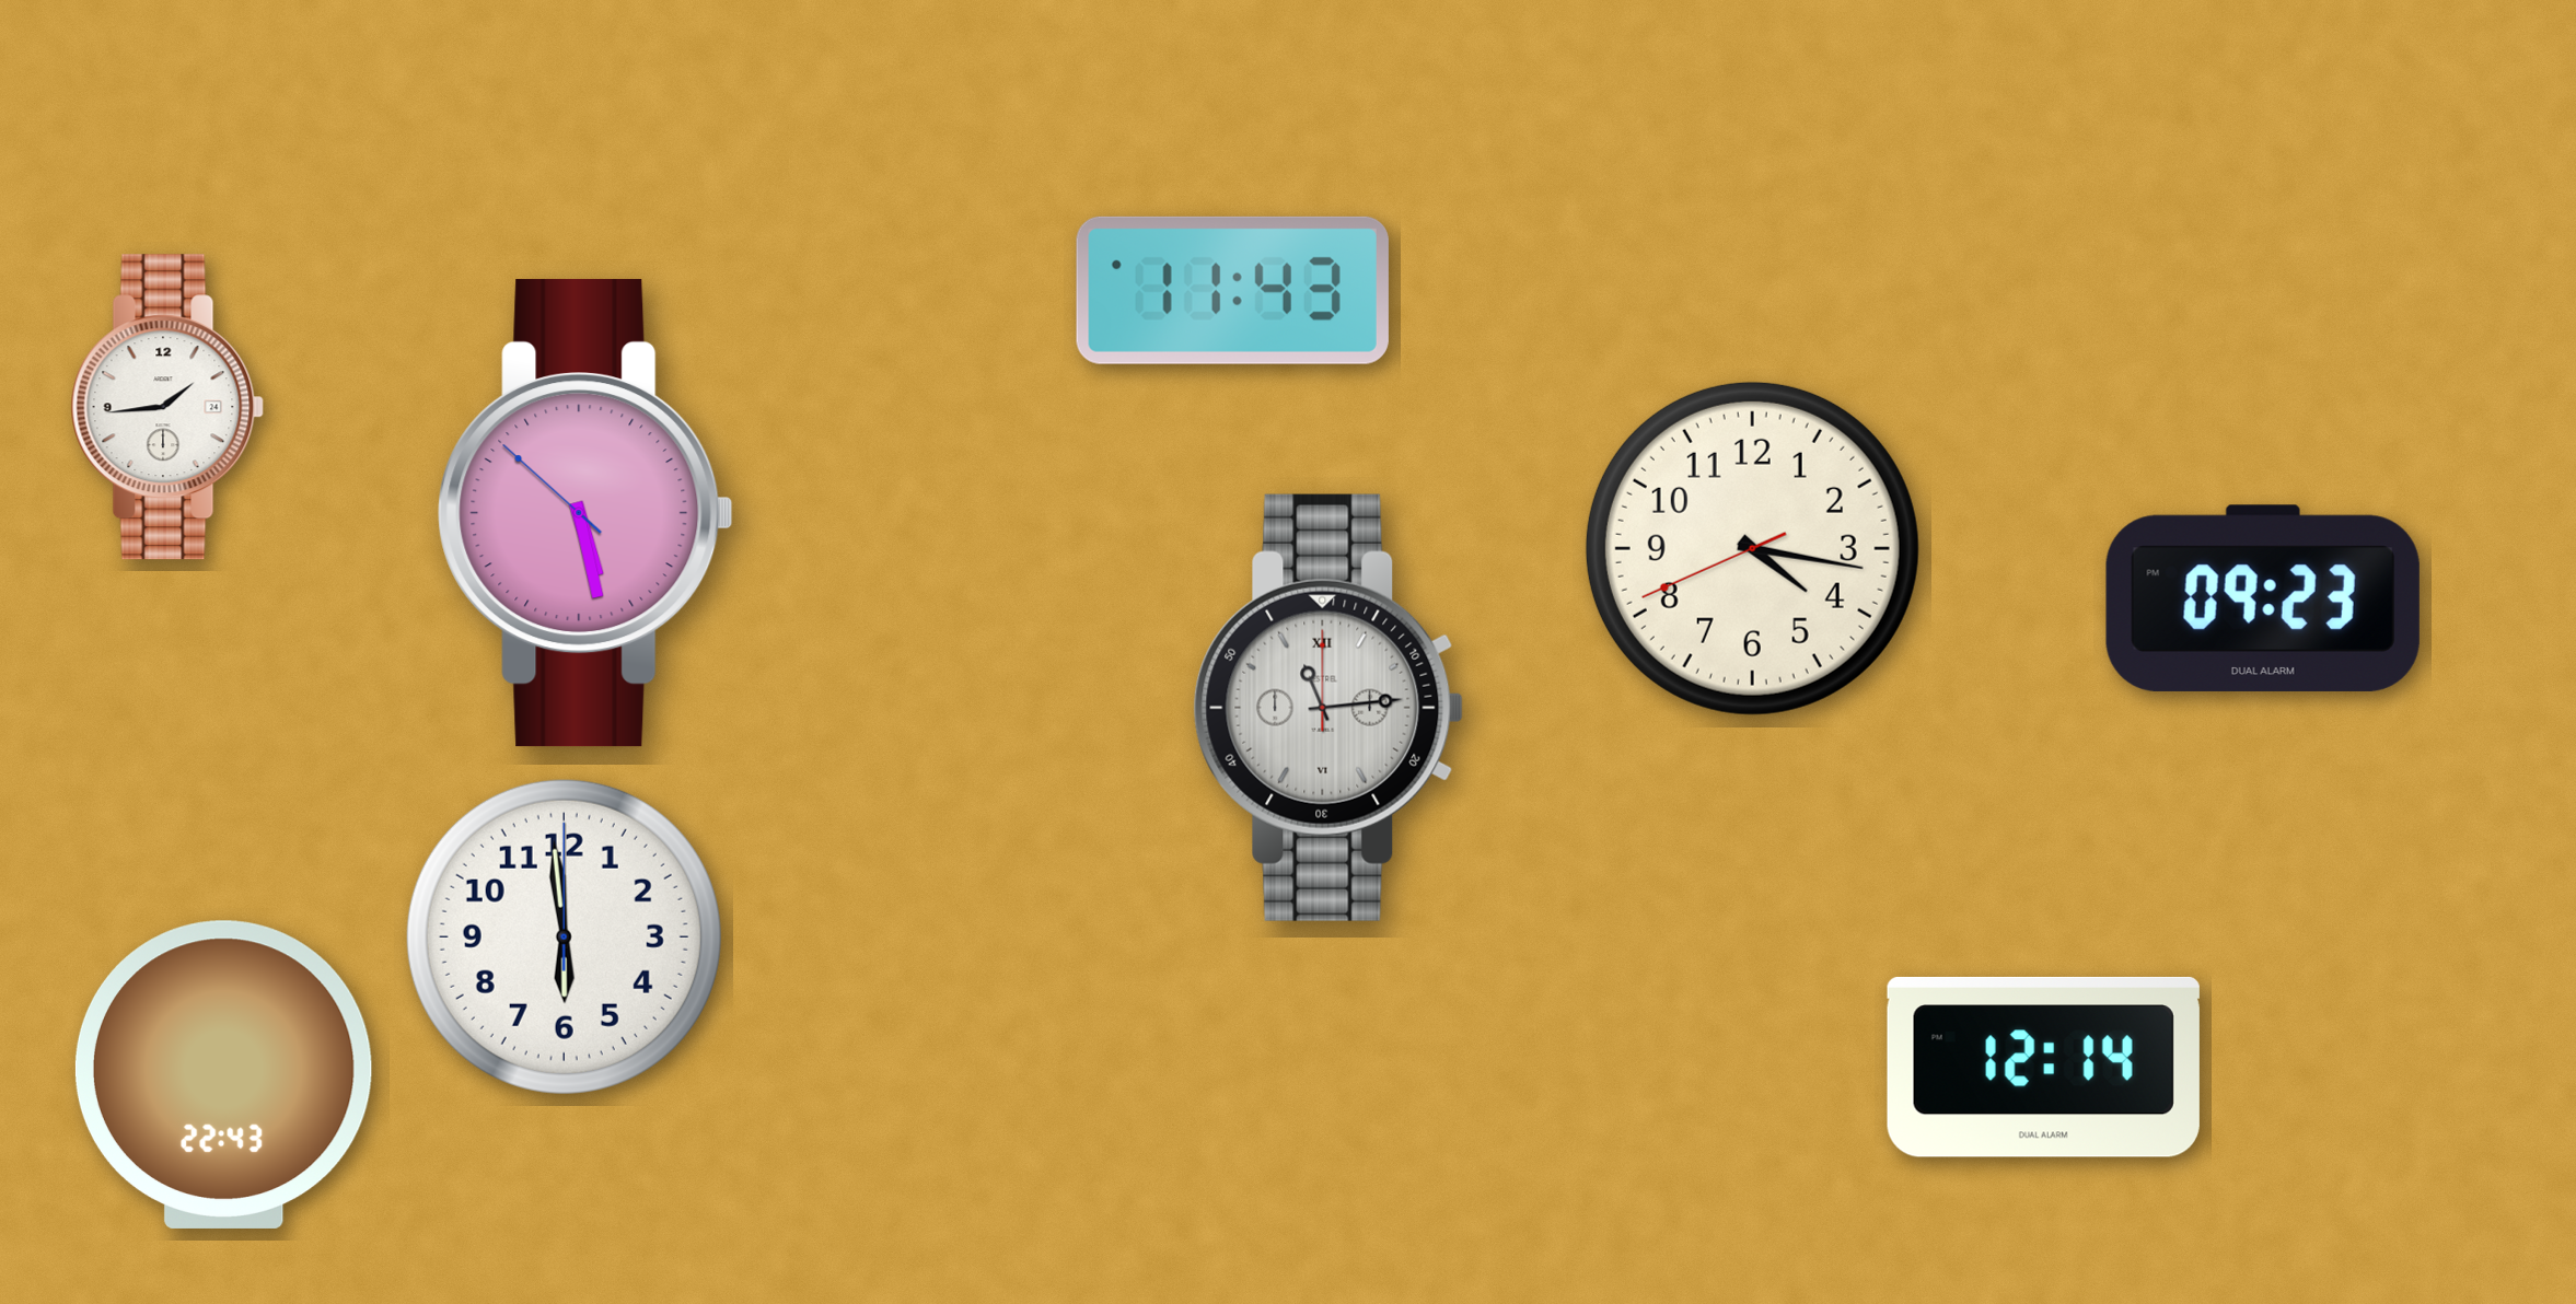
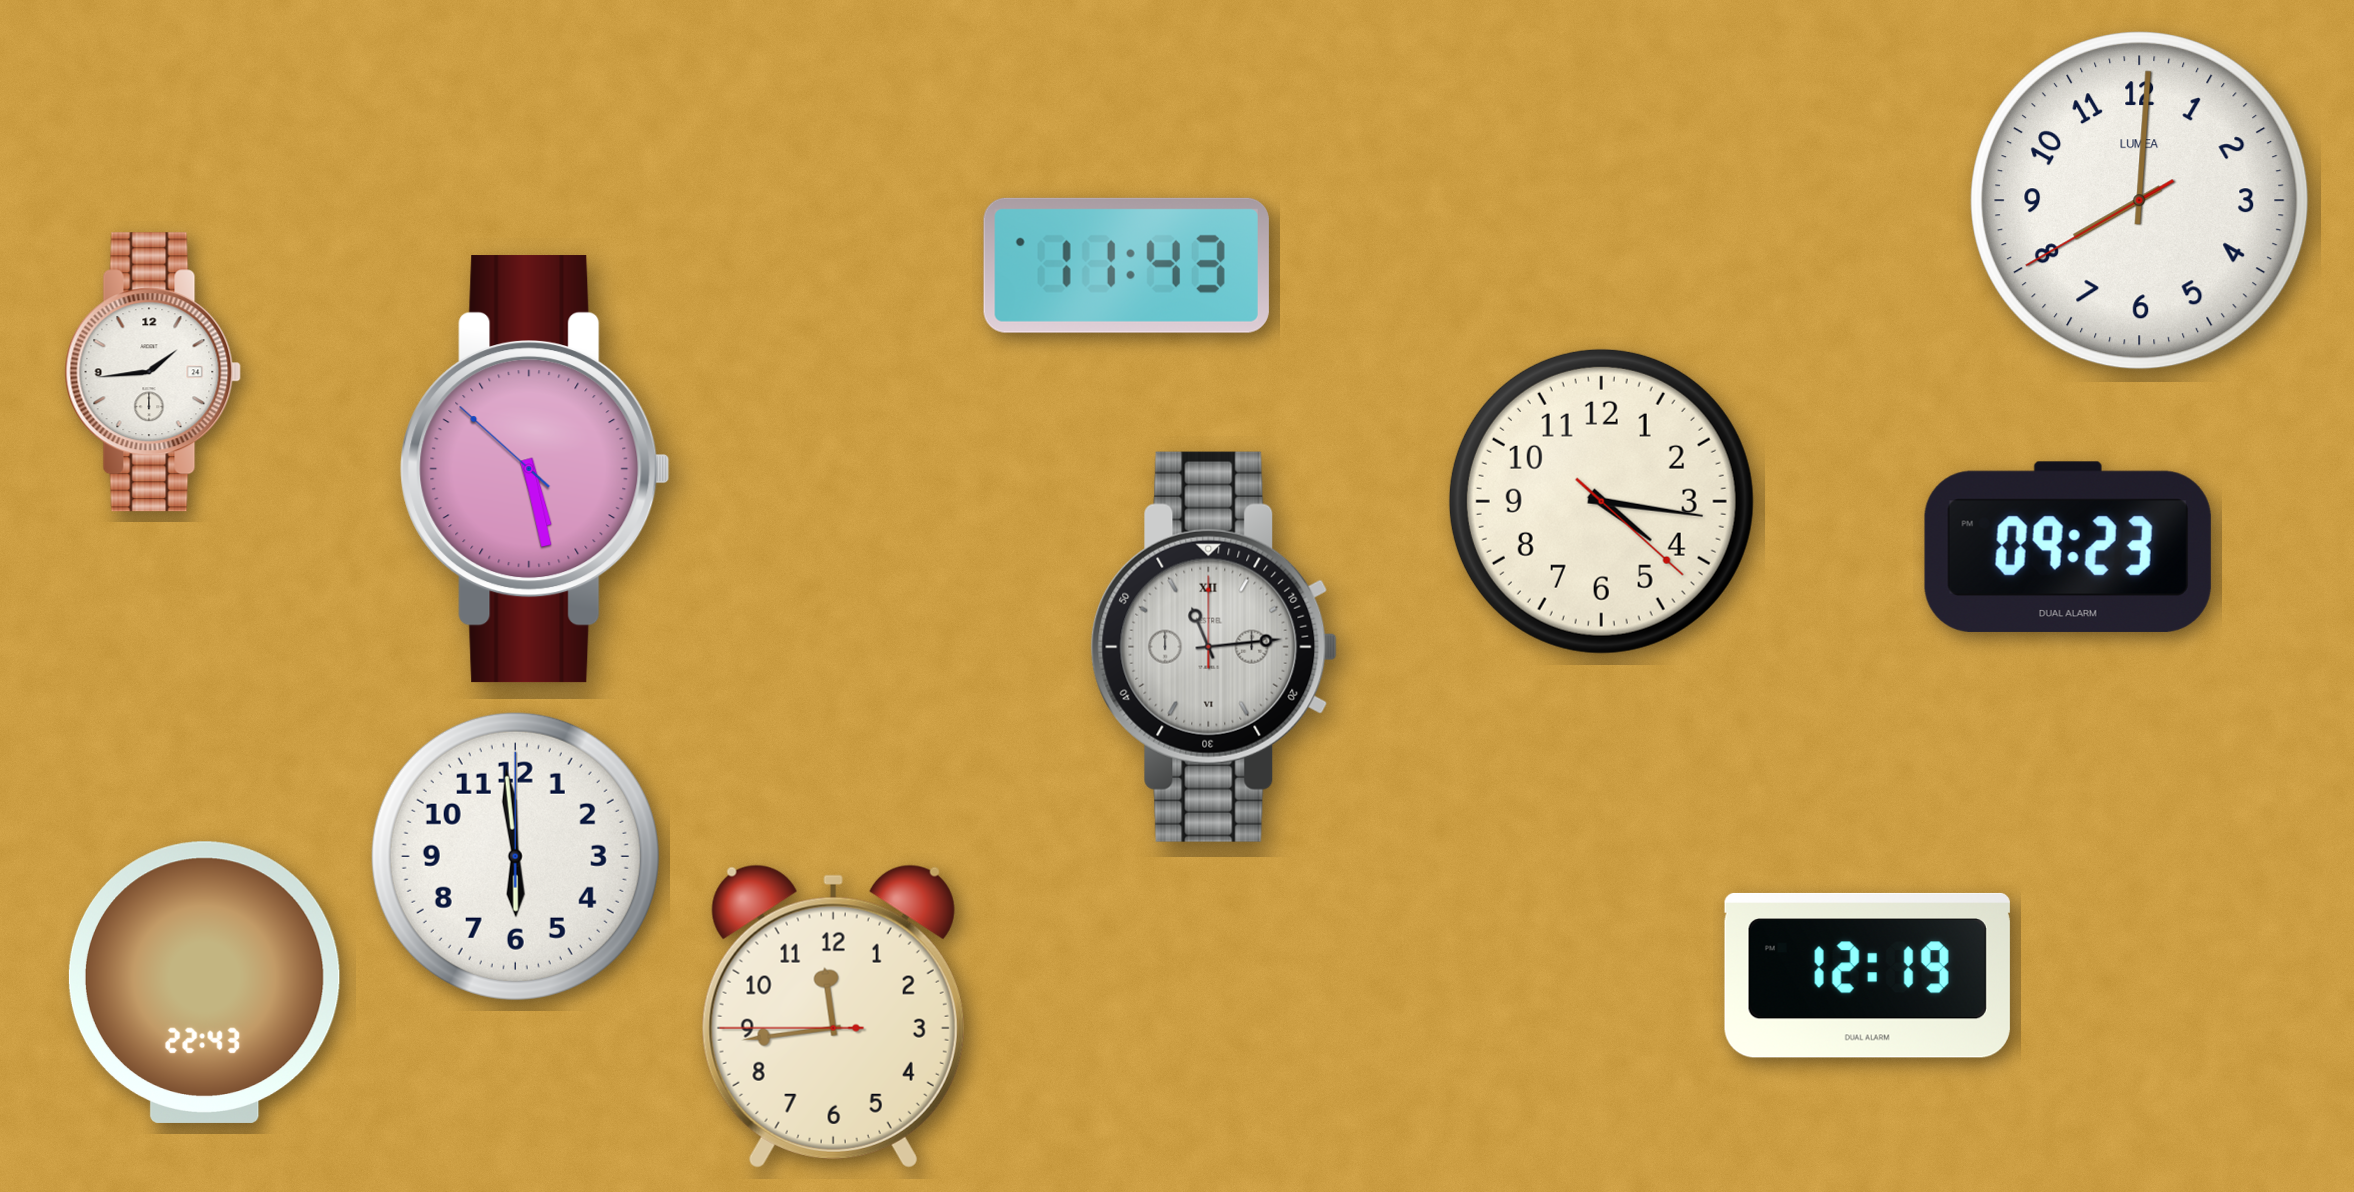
clock at (2140, 201): none -> 8:00
clock at (1752, 548): 4:16:41 -> 4:16:22
clock at (2043, 1067): 12:14 -> 12:19
clock at (833, 1016): none -> 11:43
